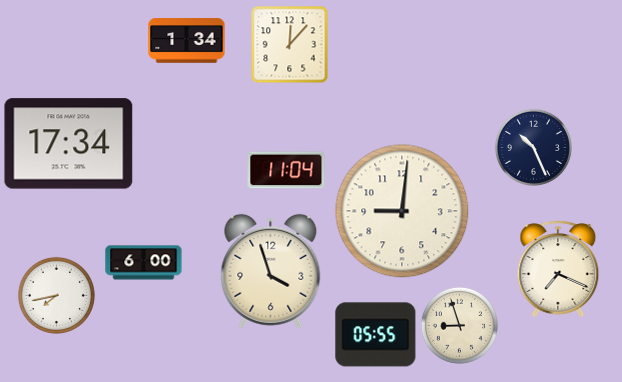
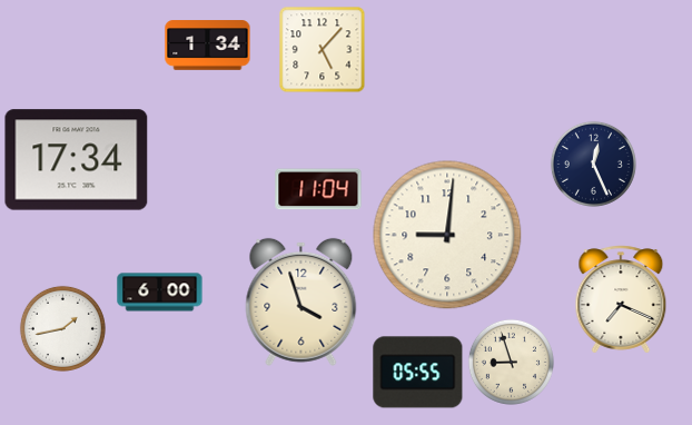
clock at (289, 44): 12:07 -> 5:07
clock at (533, 147): 10:26 -> 12:26
clock at (56, 295): 7:43 -> 1:43
